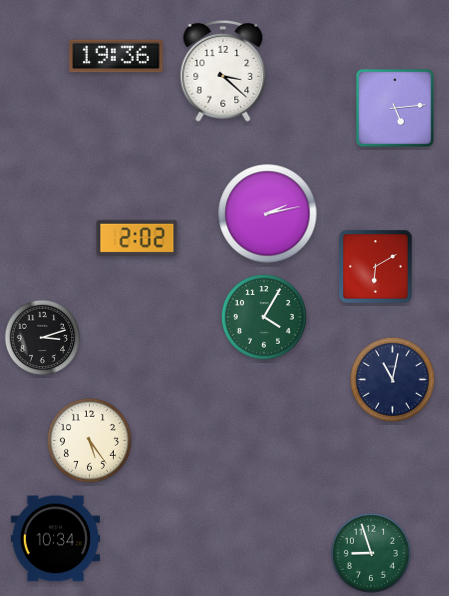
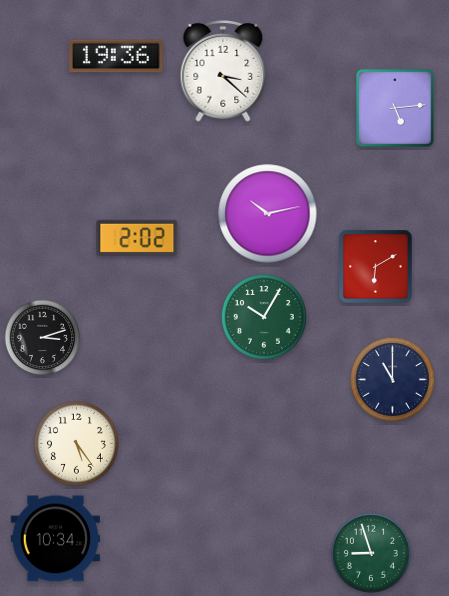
clock at (268, 214): 2:13 -> 10:13
clock at (264, 317): 4:05 -> 10:05
clock at (392, 379): 11:02 -> 11:00
clock at (89, 440) position: (89, 440) -> (76, 443)
